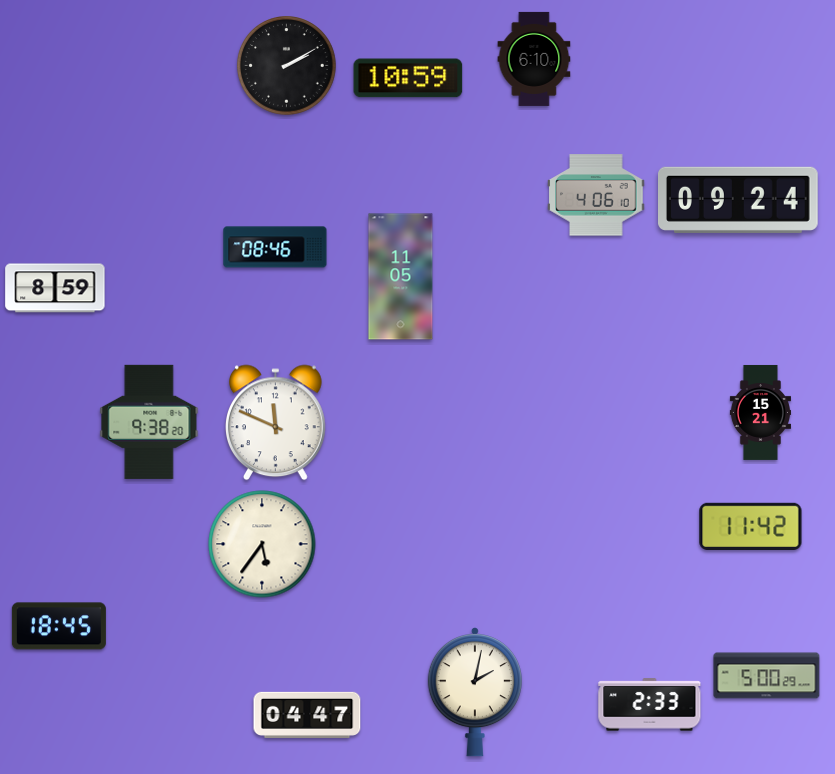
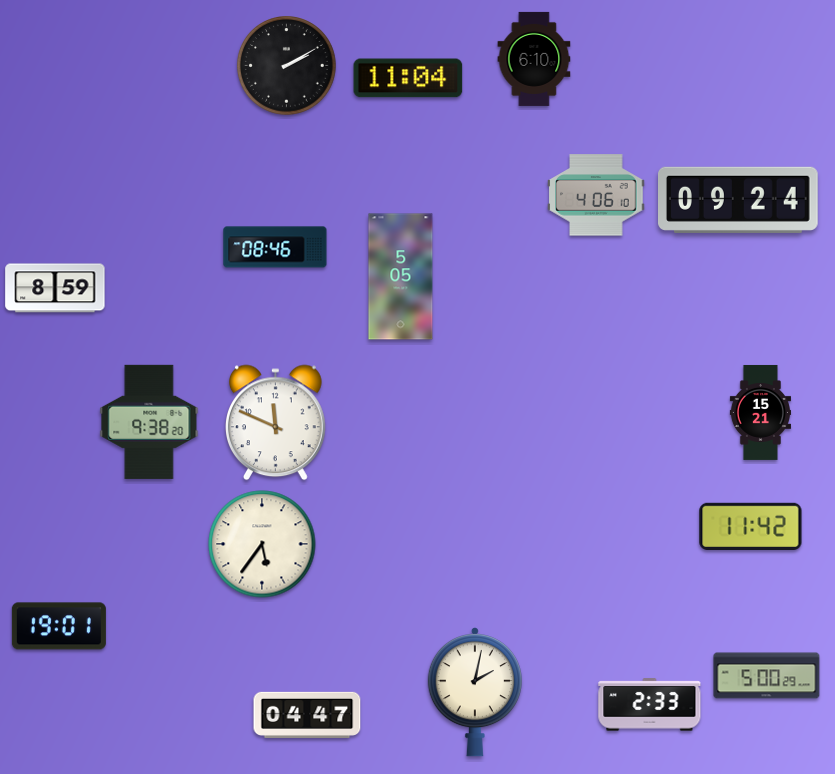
clock at (408, 78): 10:59 -> 11:04
clock at (401, 277): 11:05 -> 5:05
clock at (59, 626): 18:45 -> 19:01
